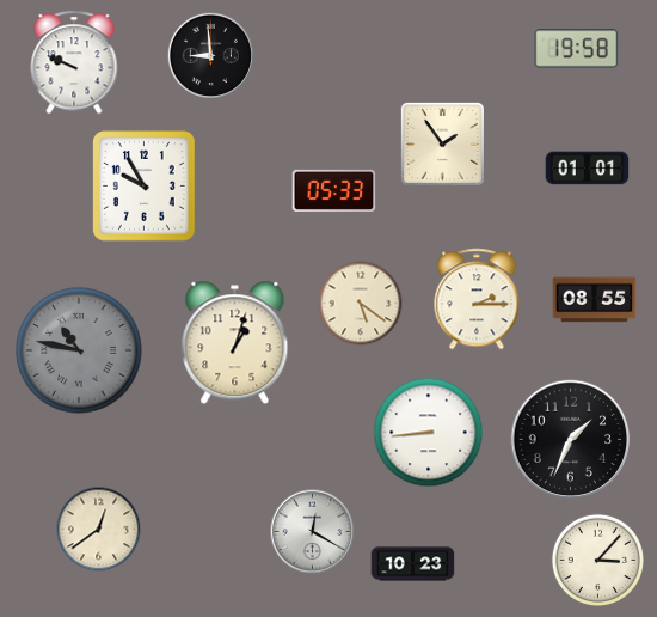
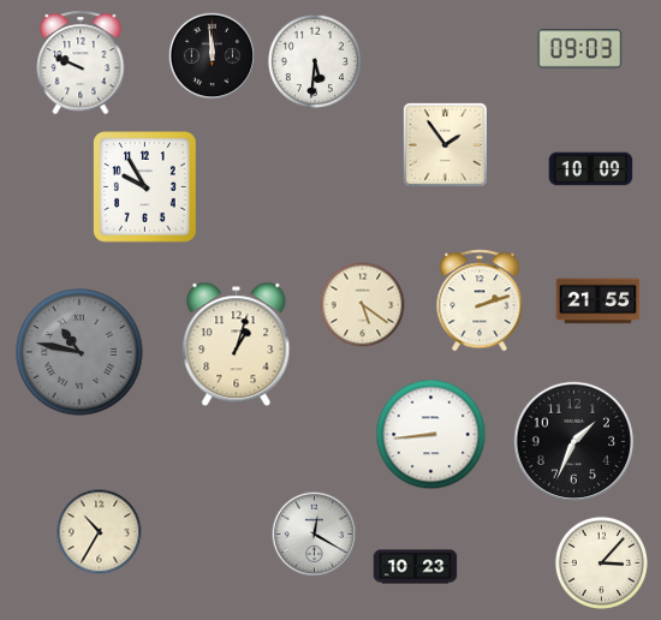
clock at (577, 49): 19:58 -> 09:03
clock at (211, 56): 8:59 -> 11:59
clock at (315, 61): none -> 5:31
clock at (74, 62) position: (74, 62) -> (81, 62)
clock at (588, 169): 01:01 -> 10:09
clock at (334, 190): 05:33 -> none
clock at (477, 299): 2:15 -> 2:12
clock at (595, 300): 08:55 -> 21:55
clock at (99, 530): 12:39 -> 10:35
